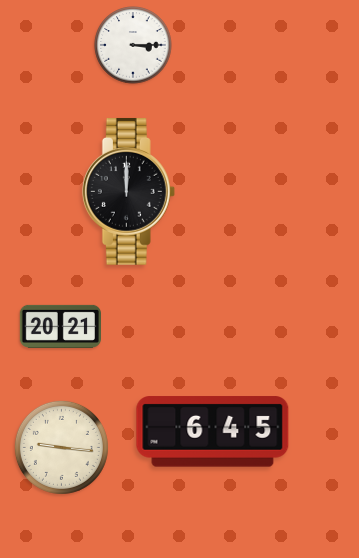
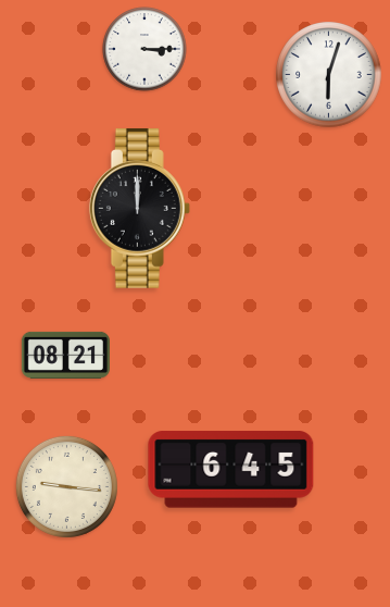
clock at (329, 75): none -> 6:03
clock at (60, 326): 20:21 -> 08:21
